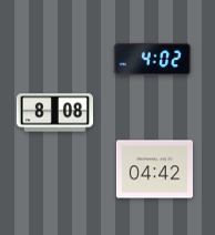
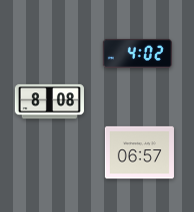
clock at (154, 170): 04:42 -> 06:57
